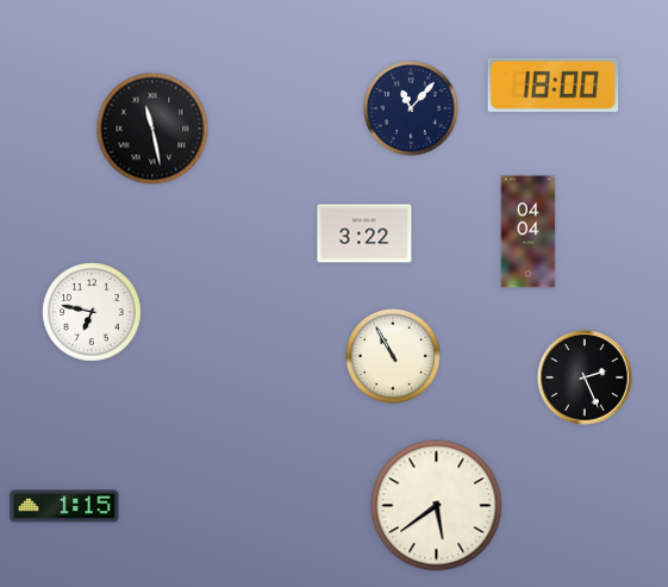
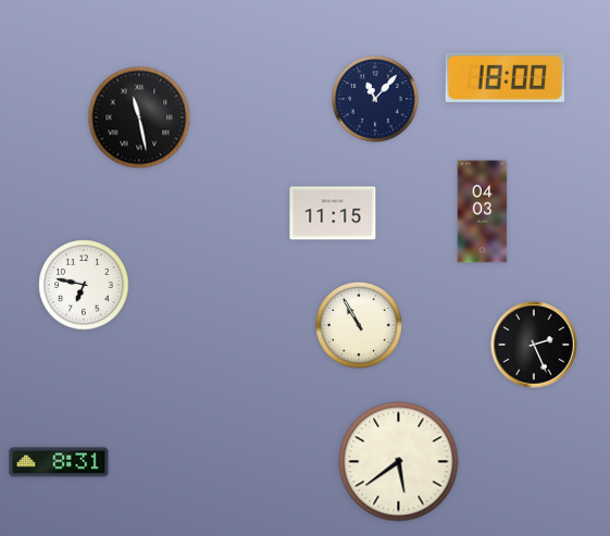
clock at (529, 232): 04:04 -> 04:03
clock at (364, 233): 3:22 -> 11:15
clock at (64, 506): 1:15 -> 8:31
